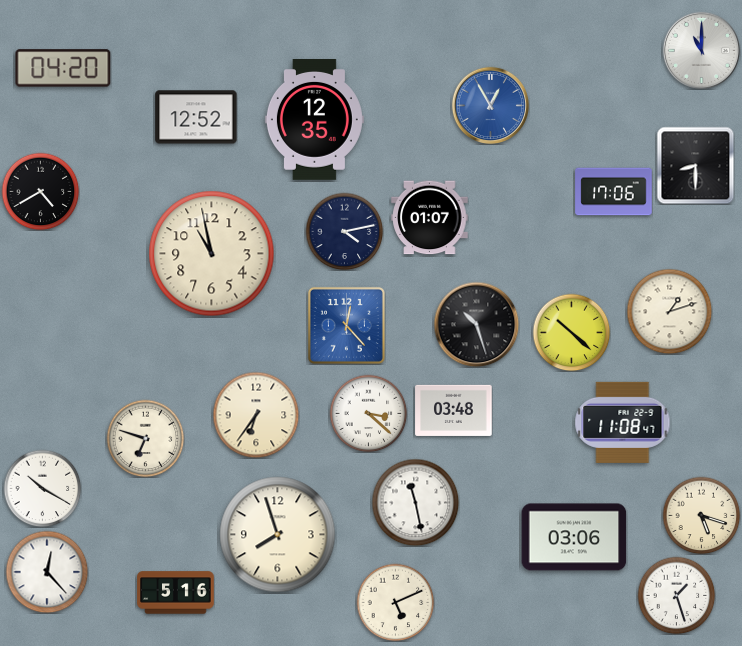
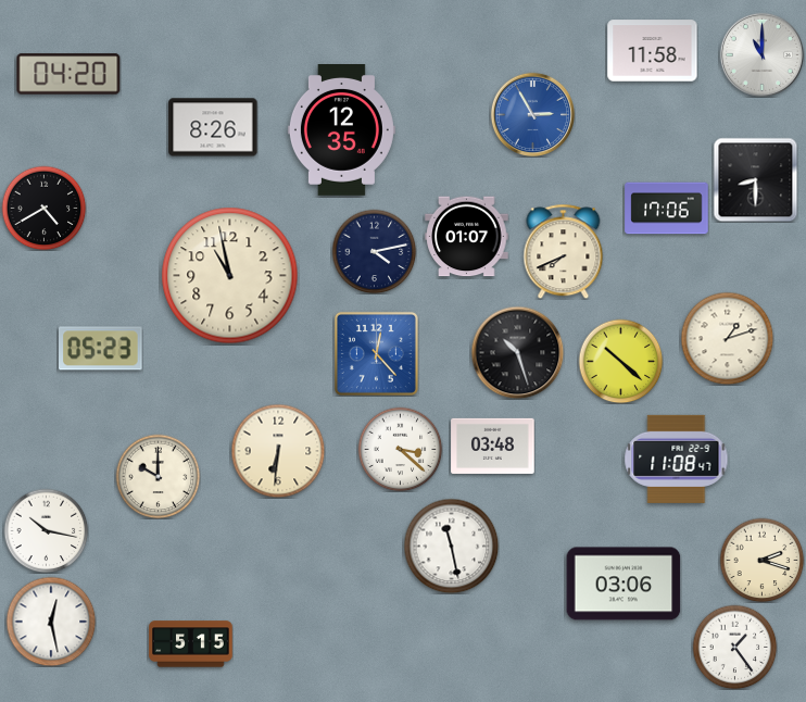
clock at (653, 51): none -> 11:58
clock at (490, 105): 12:55 -> 2:55
clock at (196, 117): 12:52 -> 8:26
clock at (564, 251): none -> 7:41
clock at (101, 349): none -> 05:23
clock at (256, 415): 6:36 -> 6:31
clock at (145, 438): 6:48 -> 10:00
clock at (42, 488): 10:20 -> 10:17
clock at (701, 515): 5:18 -> 2:18
clock at (278, 535): 7:57 -> none
clock at (47, 572): 12:23 -> 12:28
clock at (176, 593): 5:16 -> 5:15
clock at (676, 595): 1:27 -> 1:24
clock at (395, 602): 5:11 -> none
